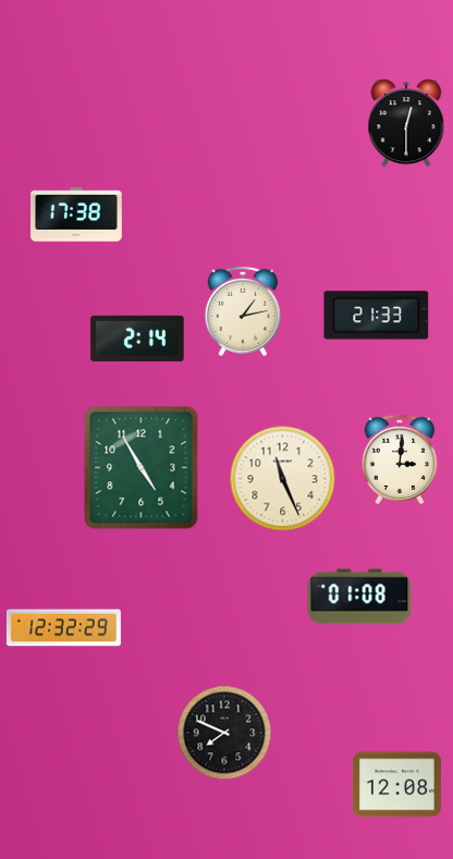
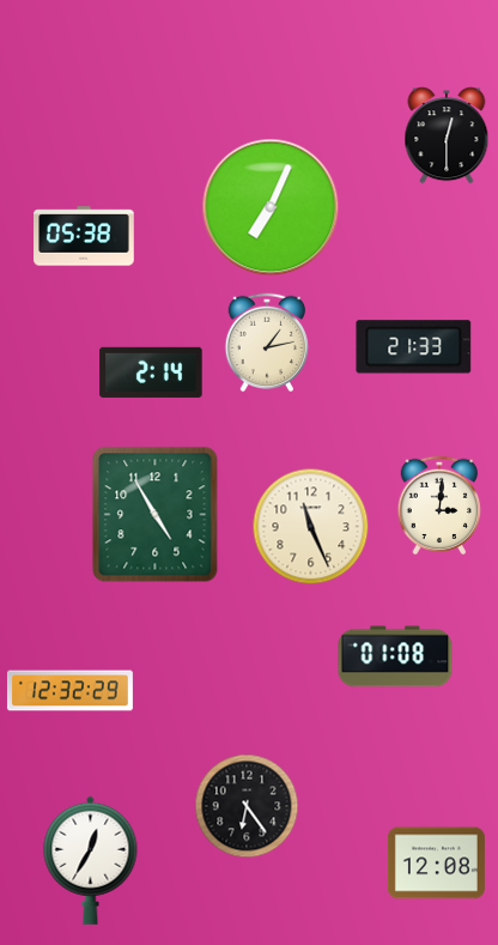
clock at (271, 207): none -> 7:04
clock at (76, 214): 17:38 -> 05:38
clock at (224, 733): 7:49 -> 6:24
clock at (91, 860): none -> 12:35
